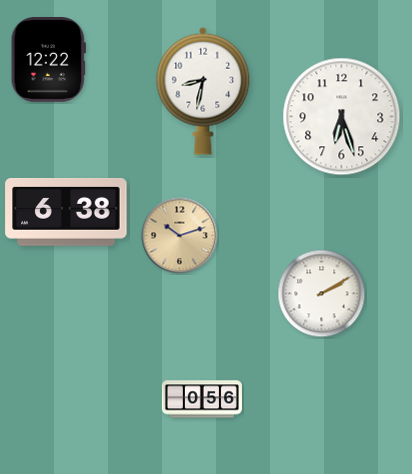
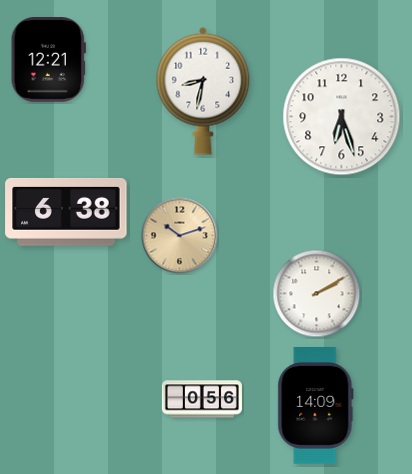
clock at (48, 60): 12:22 -> 12:21
clock at (322, 294) position: (322, 294) -> (317, 294)
clock at (316, 406): none -> 14:09
